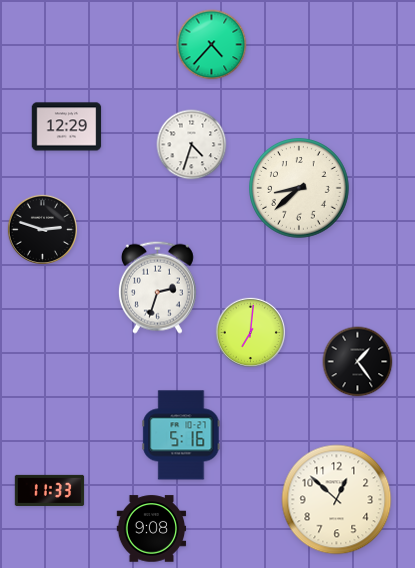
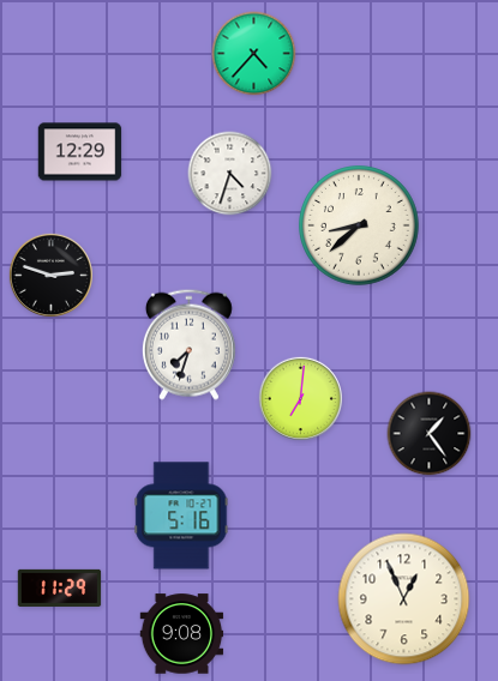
clock at (157, 287): 2:33 -> 7:33
clock at (181, 435) position: (181, 435) -> (181, 516)
clock at (50, 490): 11:33 -> 11:29
clock at (337, 500): 12:52 -> 12:56
